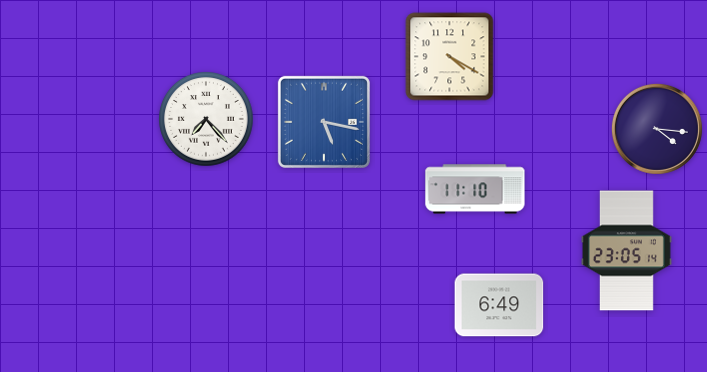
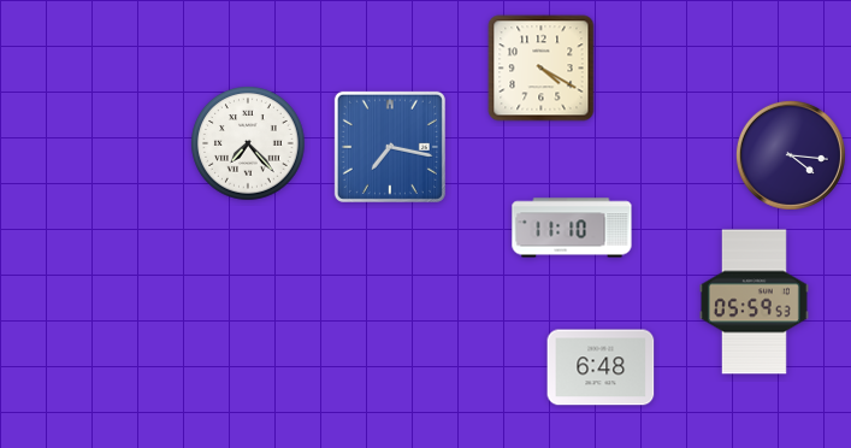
clock at (324, 122): 5:17 -> 7:17
clock at (626, 251): 23:05 -> 05:59
clock at (499, 305): 6:49 -> 6:48
